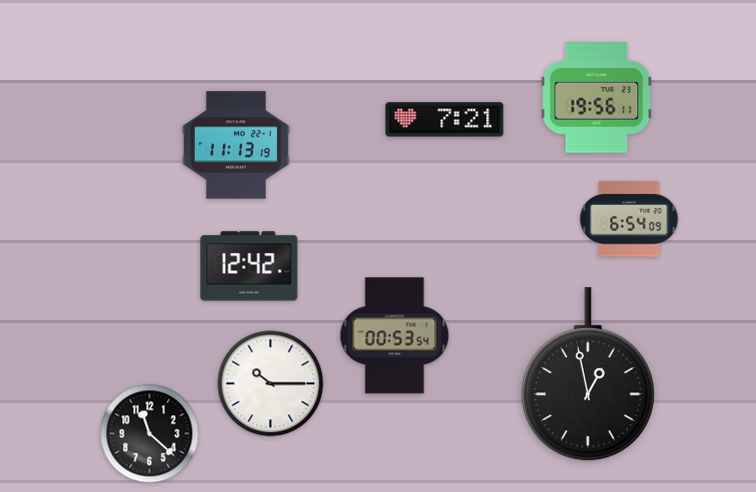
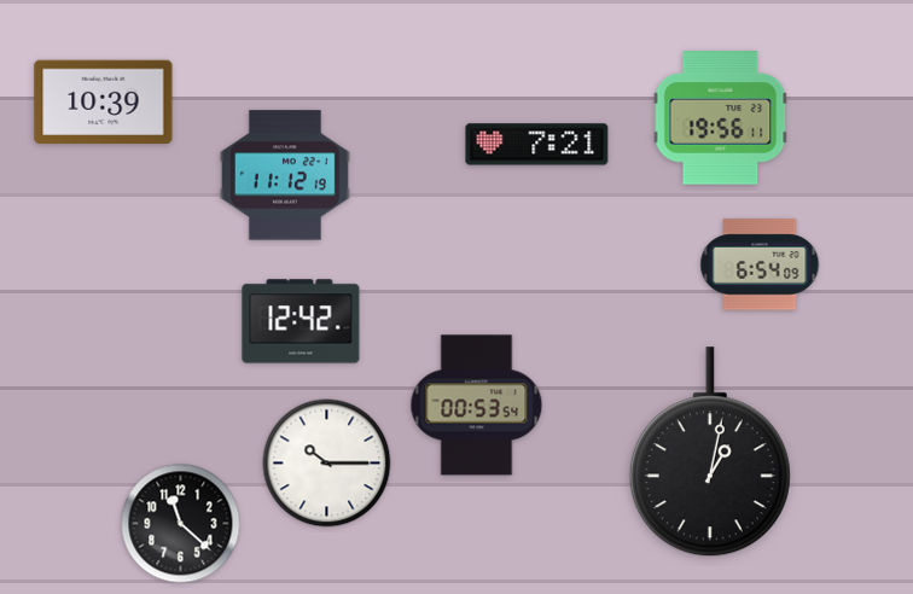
clock at (104, 101): none -> 10:39
clock at (236, 145): 11:13 -> 11:12
clock at (588, 375): 12:58 -> 1:02
